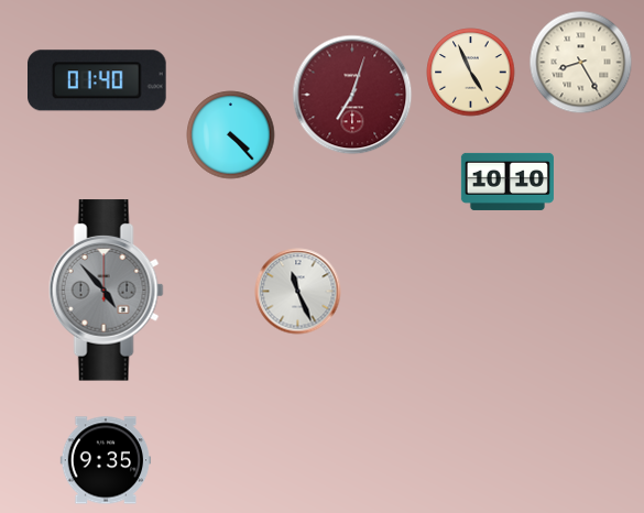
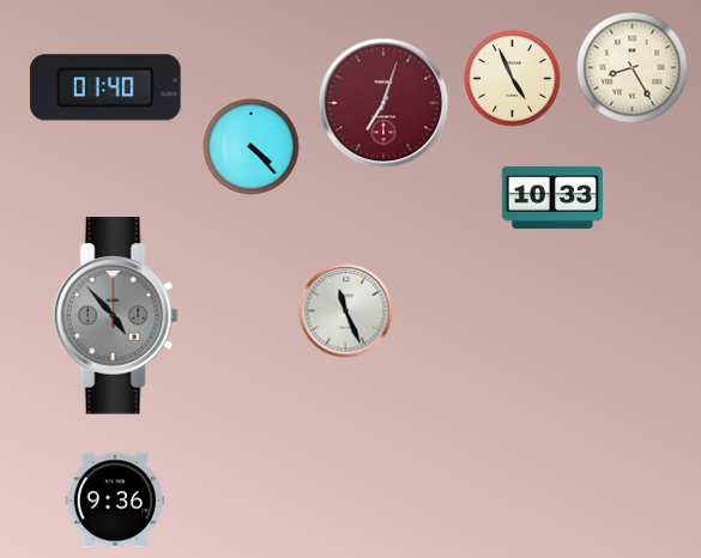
clock at (507, 182): 10:10 -> 10:33
clock at (298, 292) position: (298, 292) -> (346, 311)
clock at (106, 460): 9:35 -> 9:36
